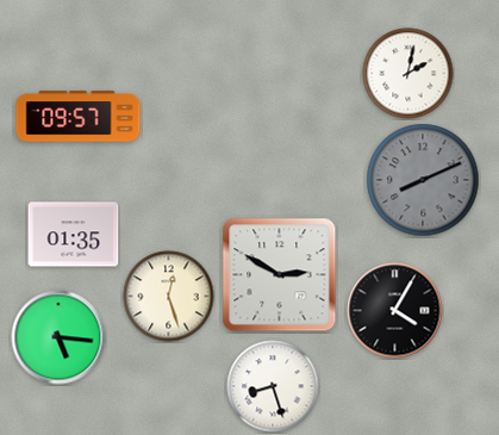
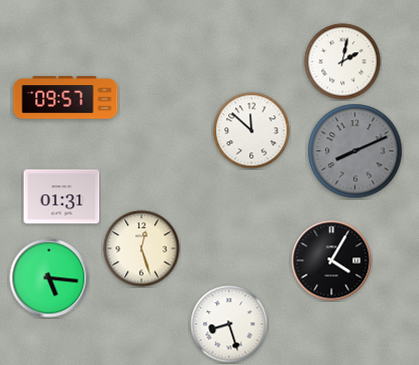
clock at (252, 131): none -> 11:52
clock at (74, 235): 01:35 -> 01:31
clock at (280, 275): 2:50 -> none
clock at (58, 337) position: (58, 337) -> (49, 278)
